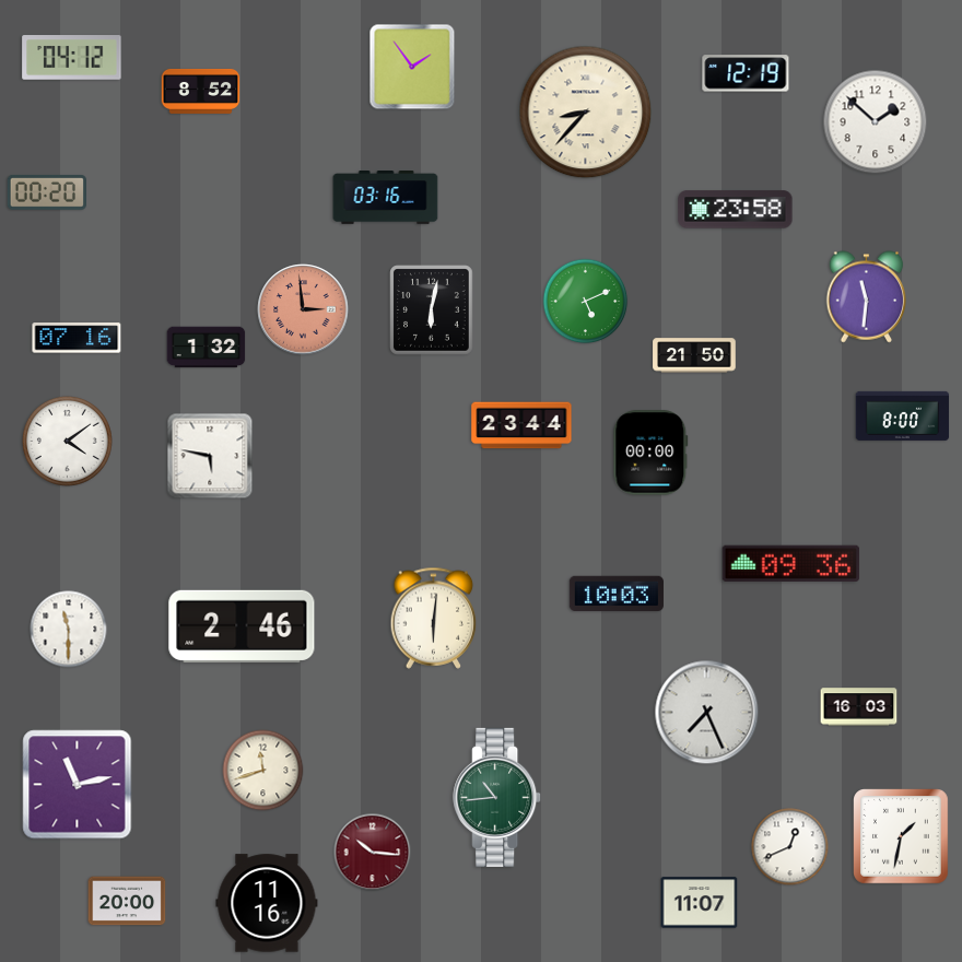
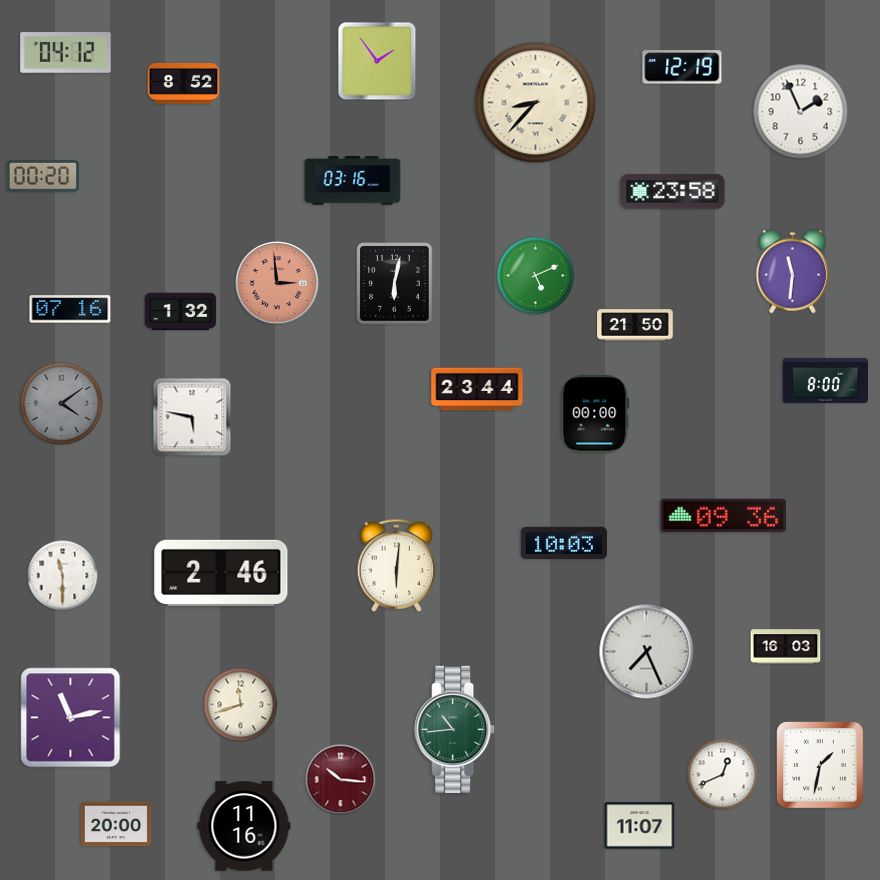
clock at (876, 122): 1:52 -> 1:56
clock at (207, 348) position: (207, 348) -> (181, 312)
clock at (67, 441) dial: white -> grey
clock at (902, 837) position: (902, 837) -> (821, 766)
